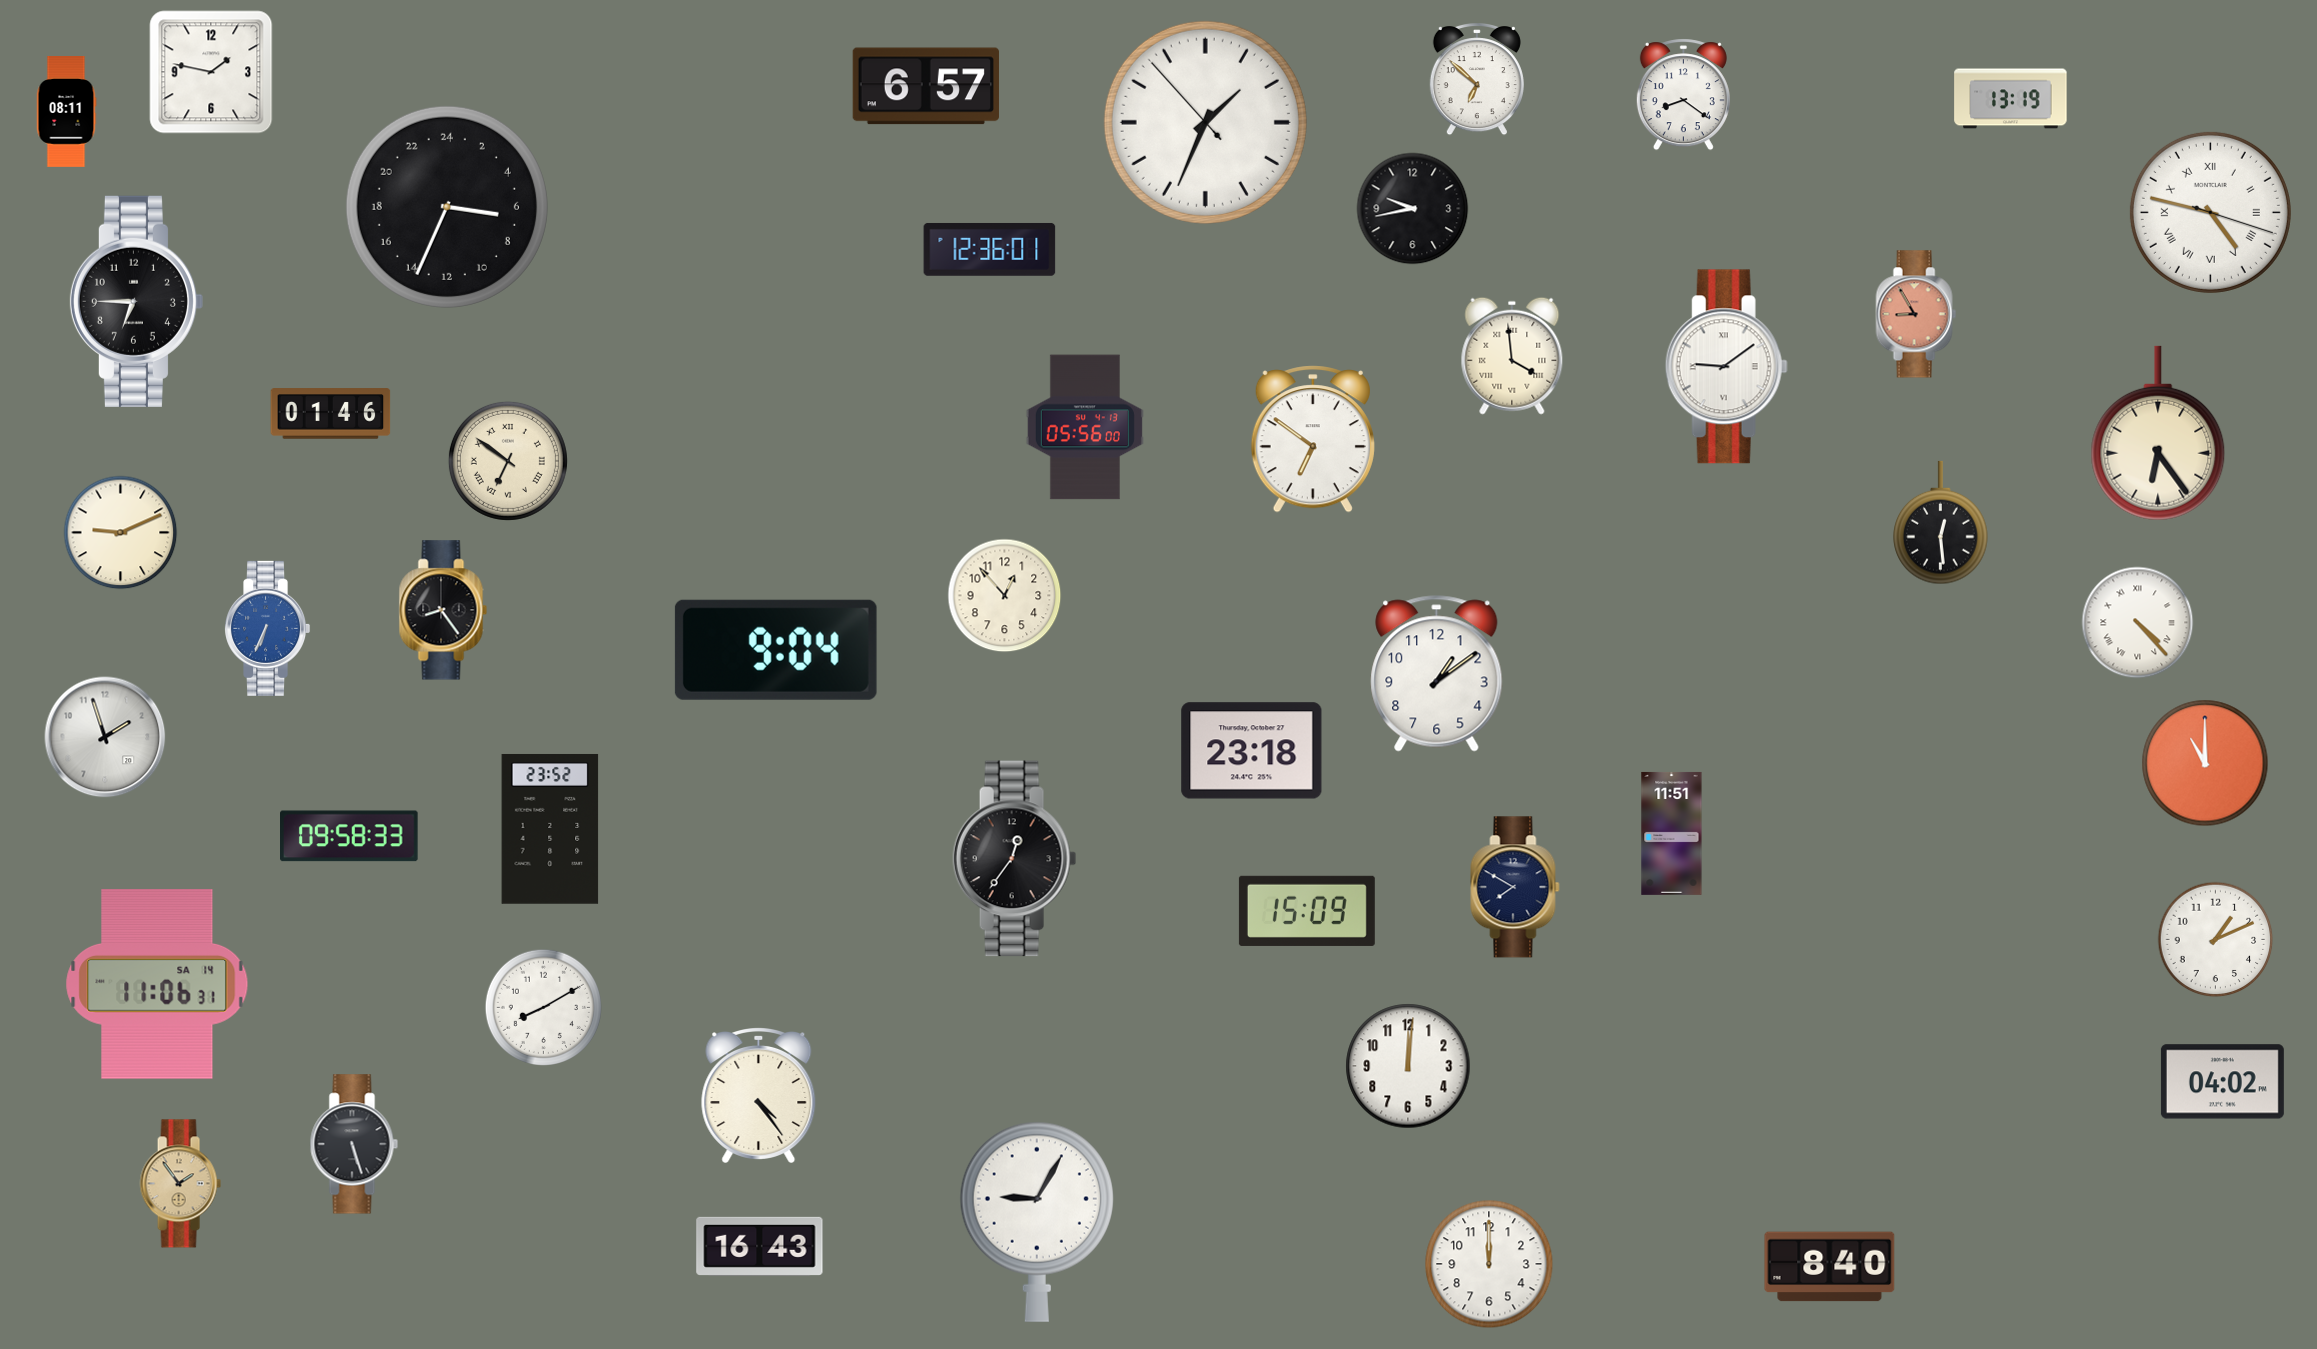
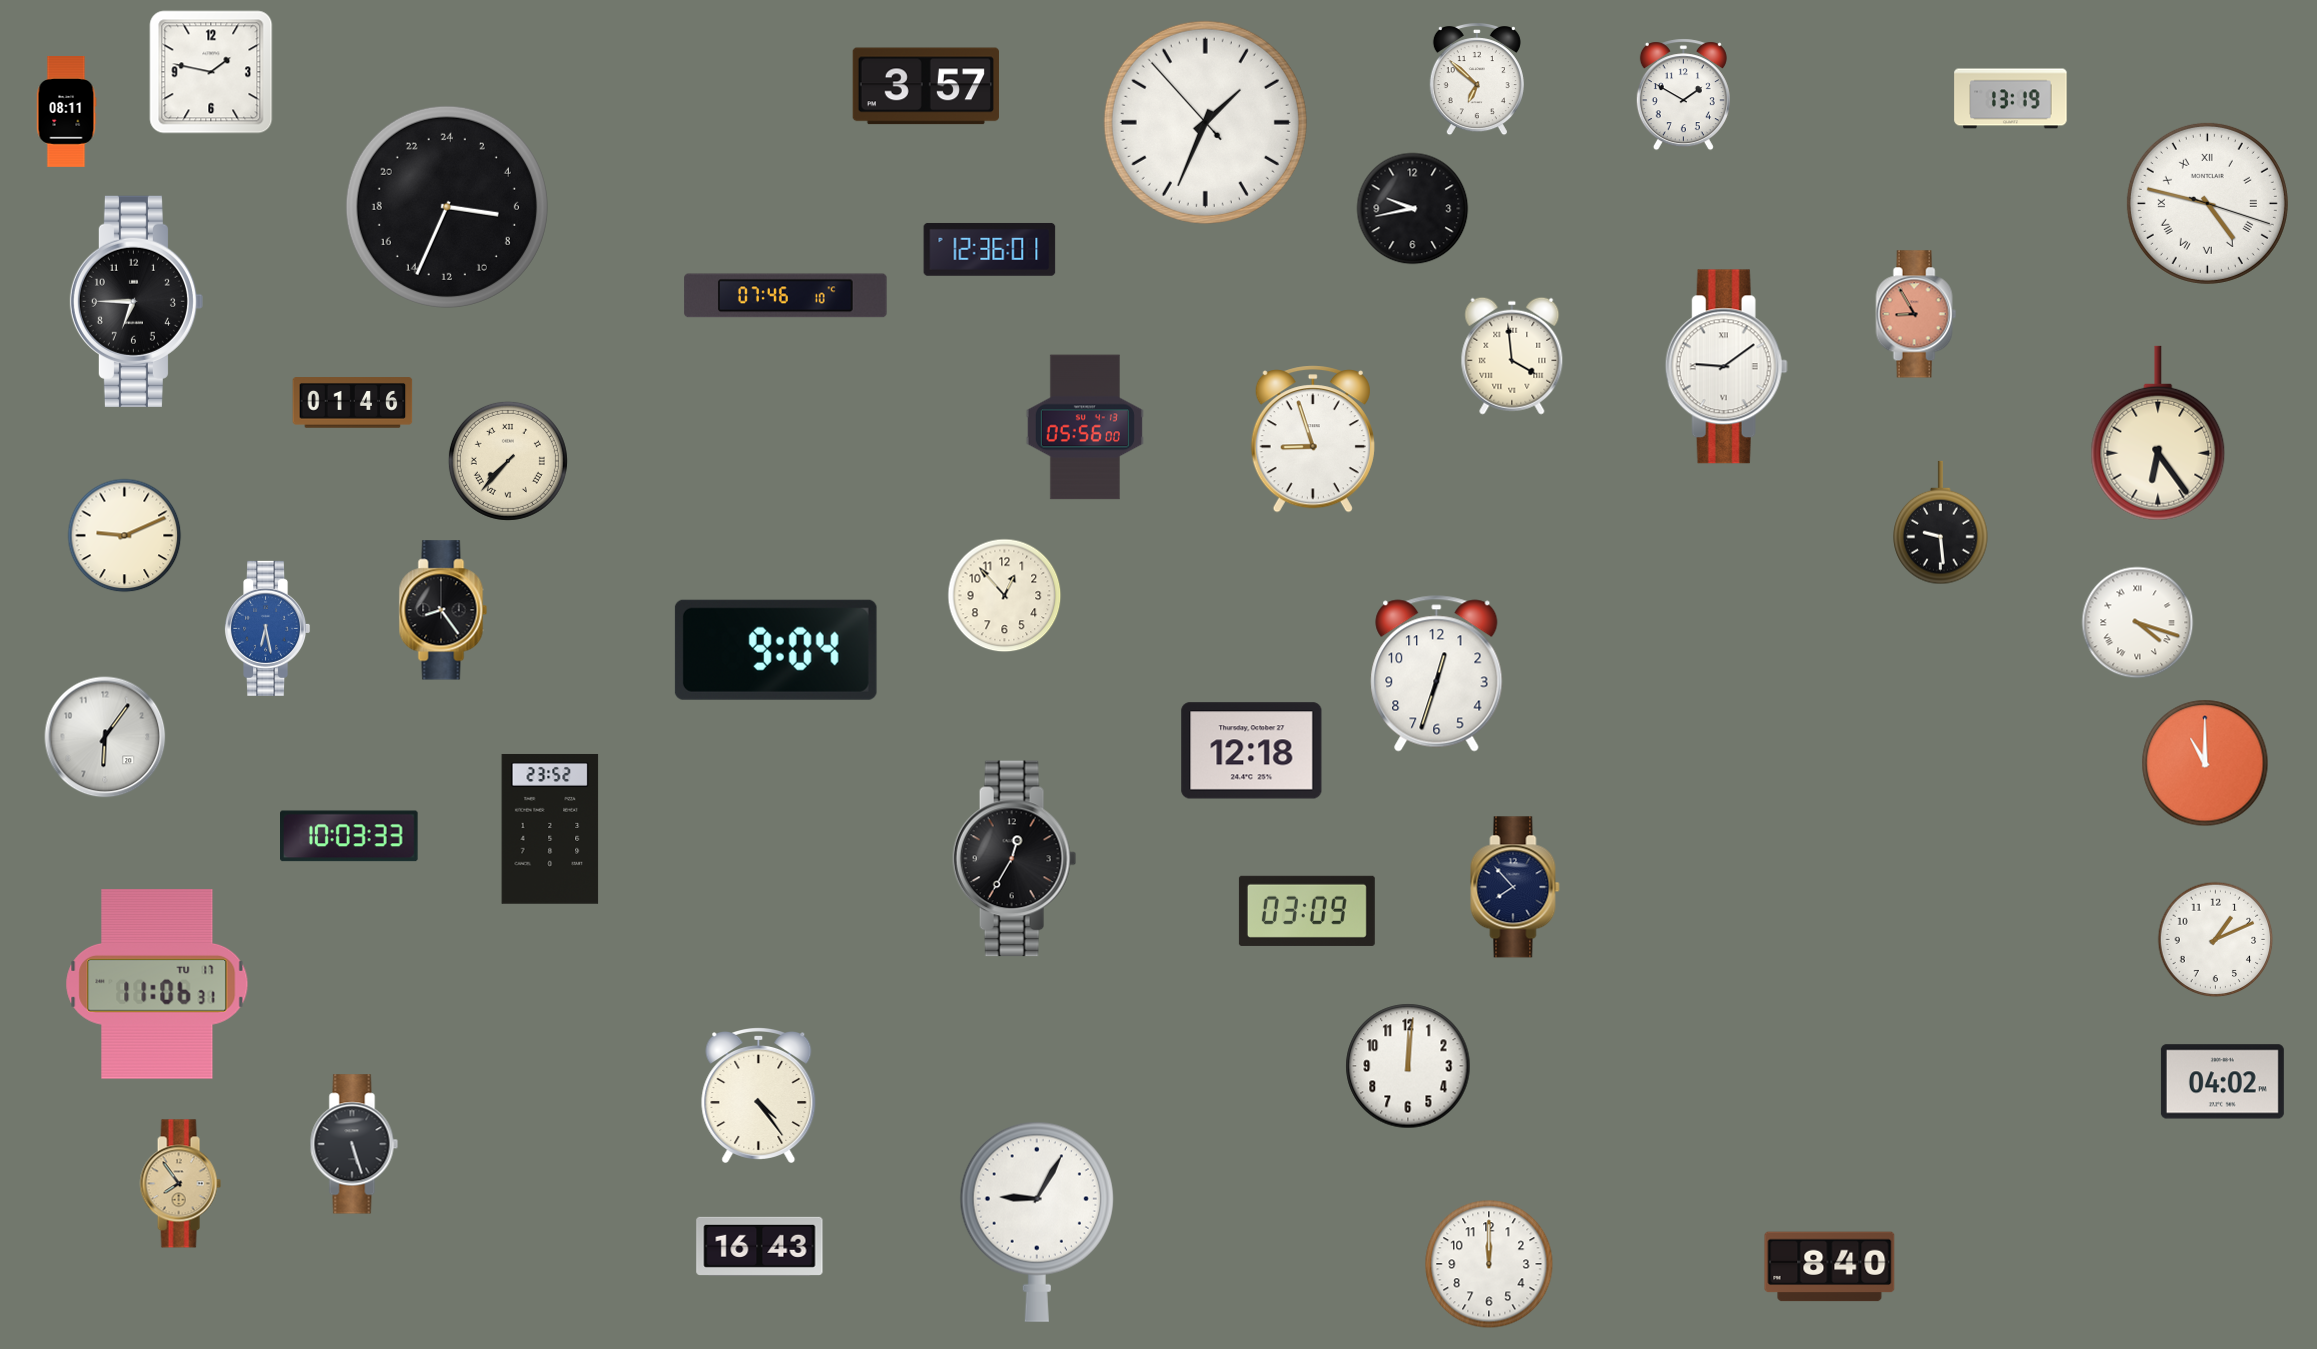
clock at (926, 86): 6:57 -> 3:57
clock at (1683, 95): 8:21 -> 1:50
clock at (2210, 212) position: (2210, 212) -> (2207, 203)
clock at (786, 296): none -> 07:46
clock at (331, 414) position: (331, 414) -> (353, 403)
clock at (1313, 439): 6:51 -> 8:57
clock at (508, 461): 6:51 -> 7:37
clock at (1941, 523): 12:29 -> 9:29
clock at (121, 533) position: (121, 533) -> (125, 536)
clock at (2138, 623): 4:23 -> 4:18
clock at (268, 628): 6:34 -> 6:28
clock at (1437, 674): 1:09 -> 12:33
clock at (105, 737): 1:57 -> 6:06
clock at (1252, 751): 23:18 -> 12:18
clock at (1672, 833): 11:51 -> none
clock at (349, 836): 09:58 -> 10:03
clock at (1015, 859): 12:36 -> 12:35
clock at (1515, 887): 7:50 -> 7:53
clock at (1307, 911): 15:09 -> 03:09
clock at (157, 984) date: SA 14 -> TU 17
clock at (543, 1007): 8:10 -> none
clock at (180, 1184): 1:54 -> 7:54
